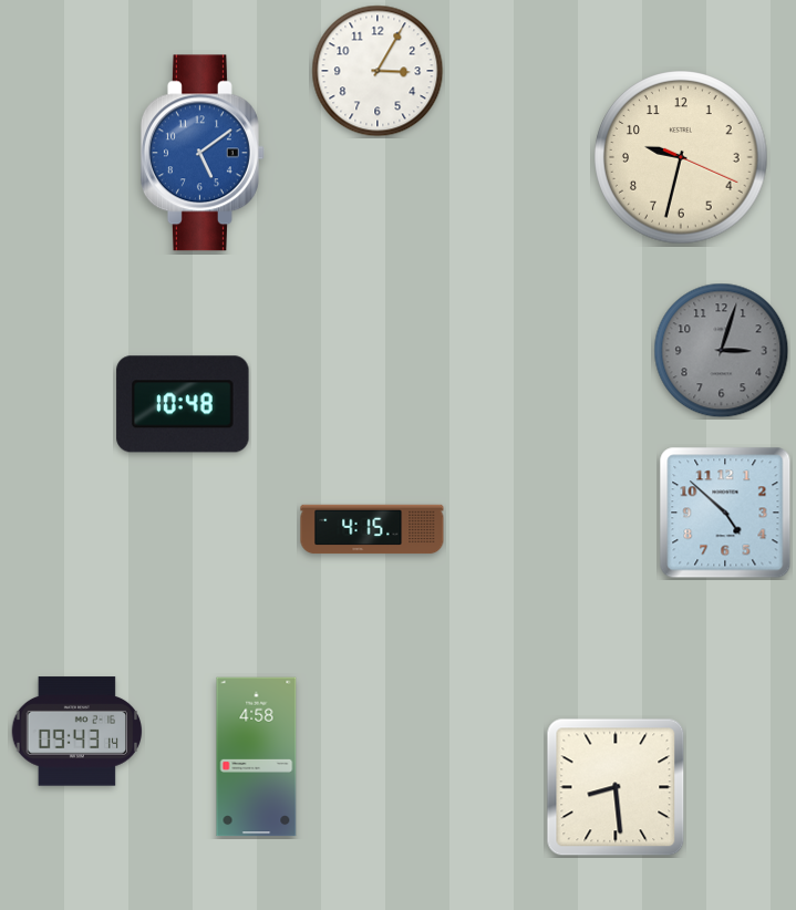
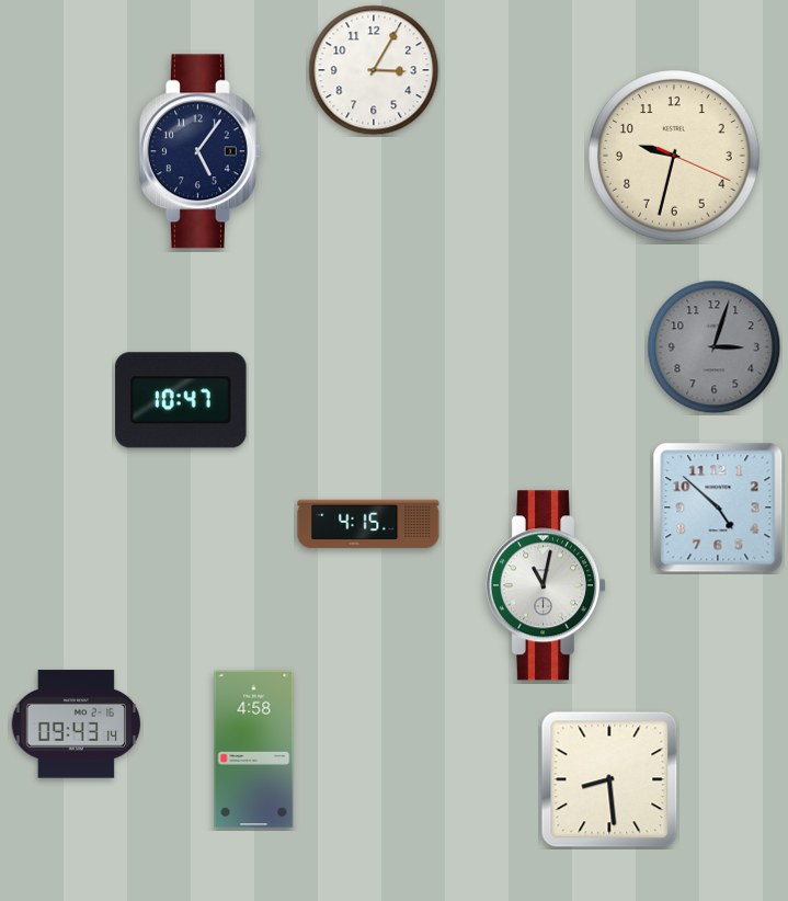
clock at (203, 153): 5:09 -> 5:06
clock at (203, 153) dial: blue -> navy
clock at (183, 404): 10:48 -> 10:47
clock at (546, 585): none -> 11:02
